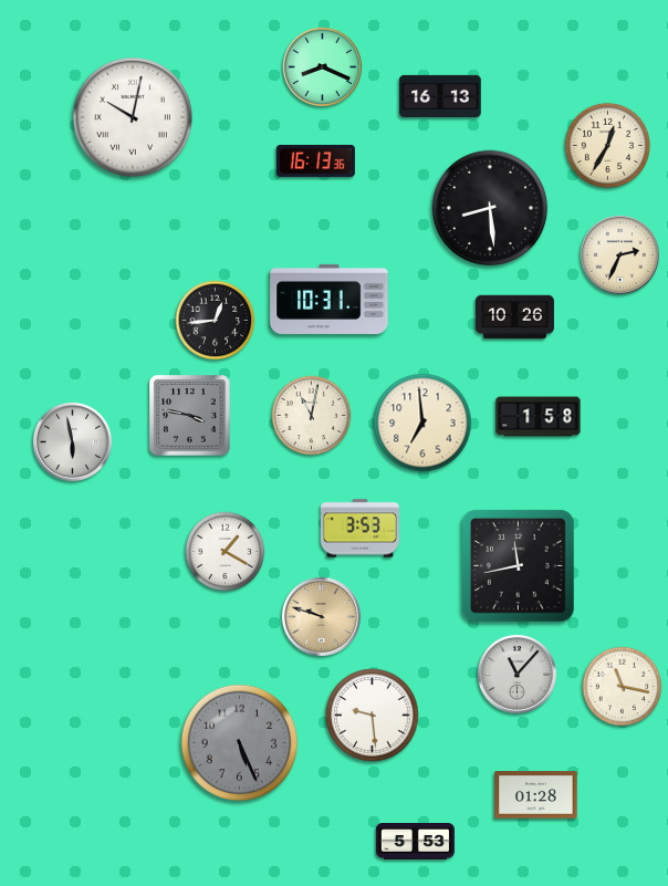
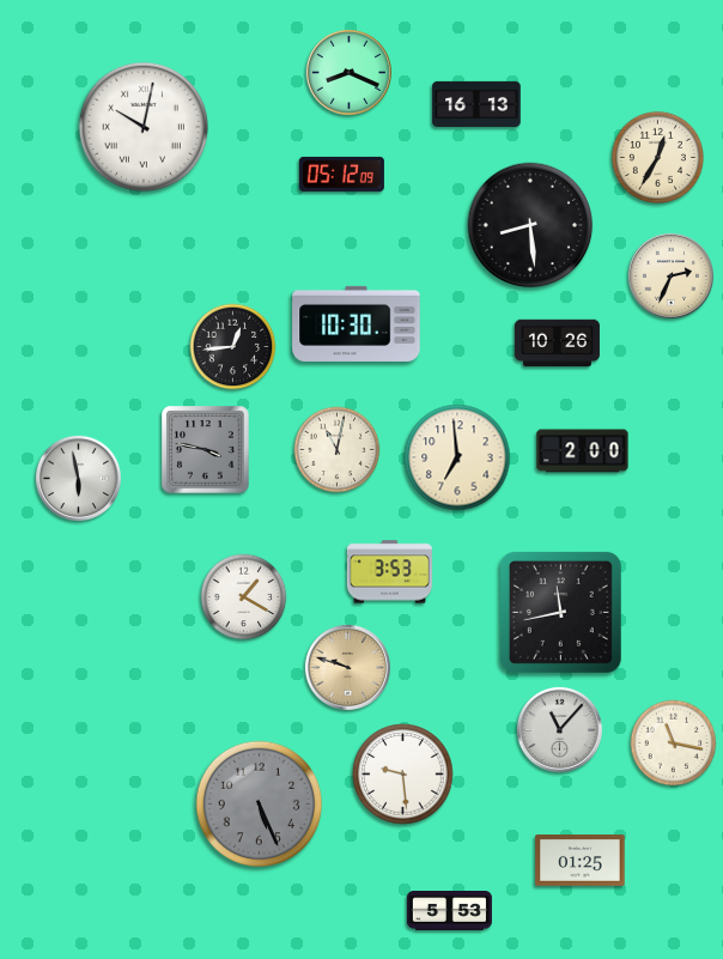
clock at (315, 160): 16:13 -> 05:12
clock at (330, 299): 10:31 -> 10:30
clock at (539, 417): 1:58 -> 2:00
clock at (536, 795): 01:28 -> 01:25
